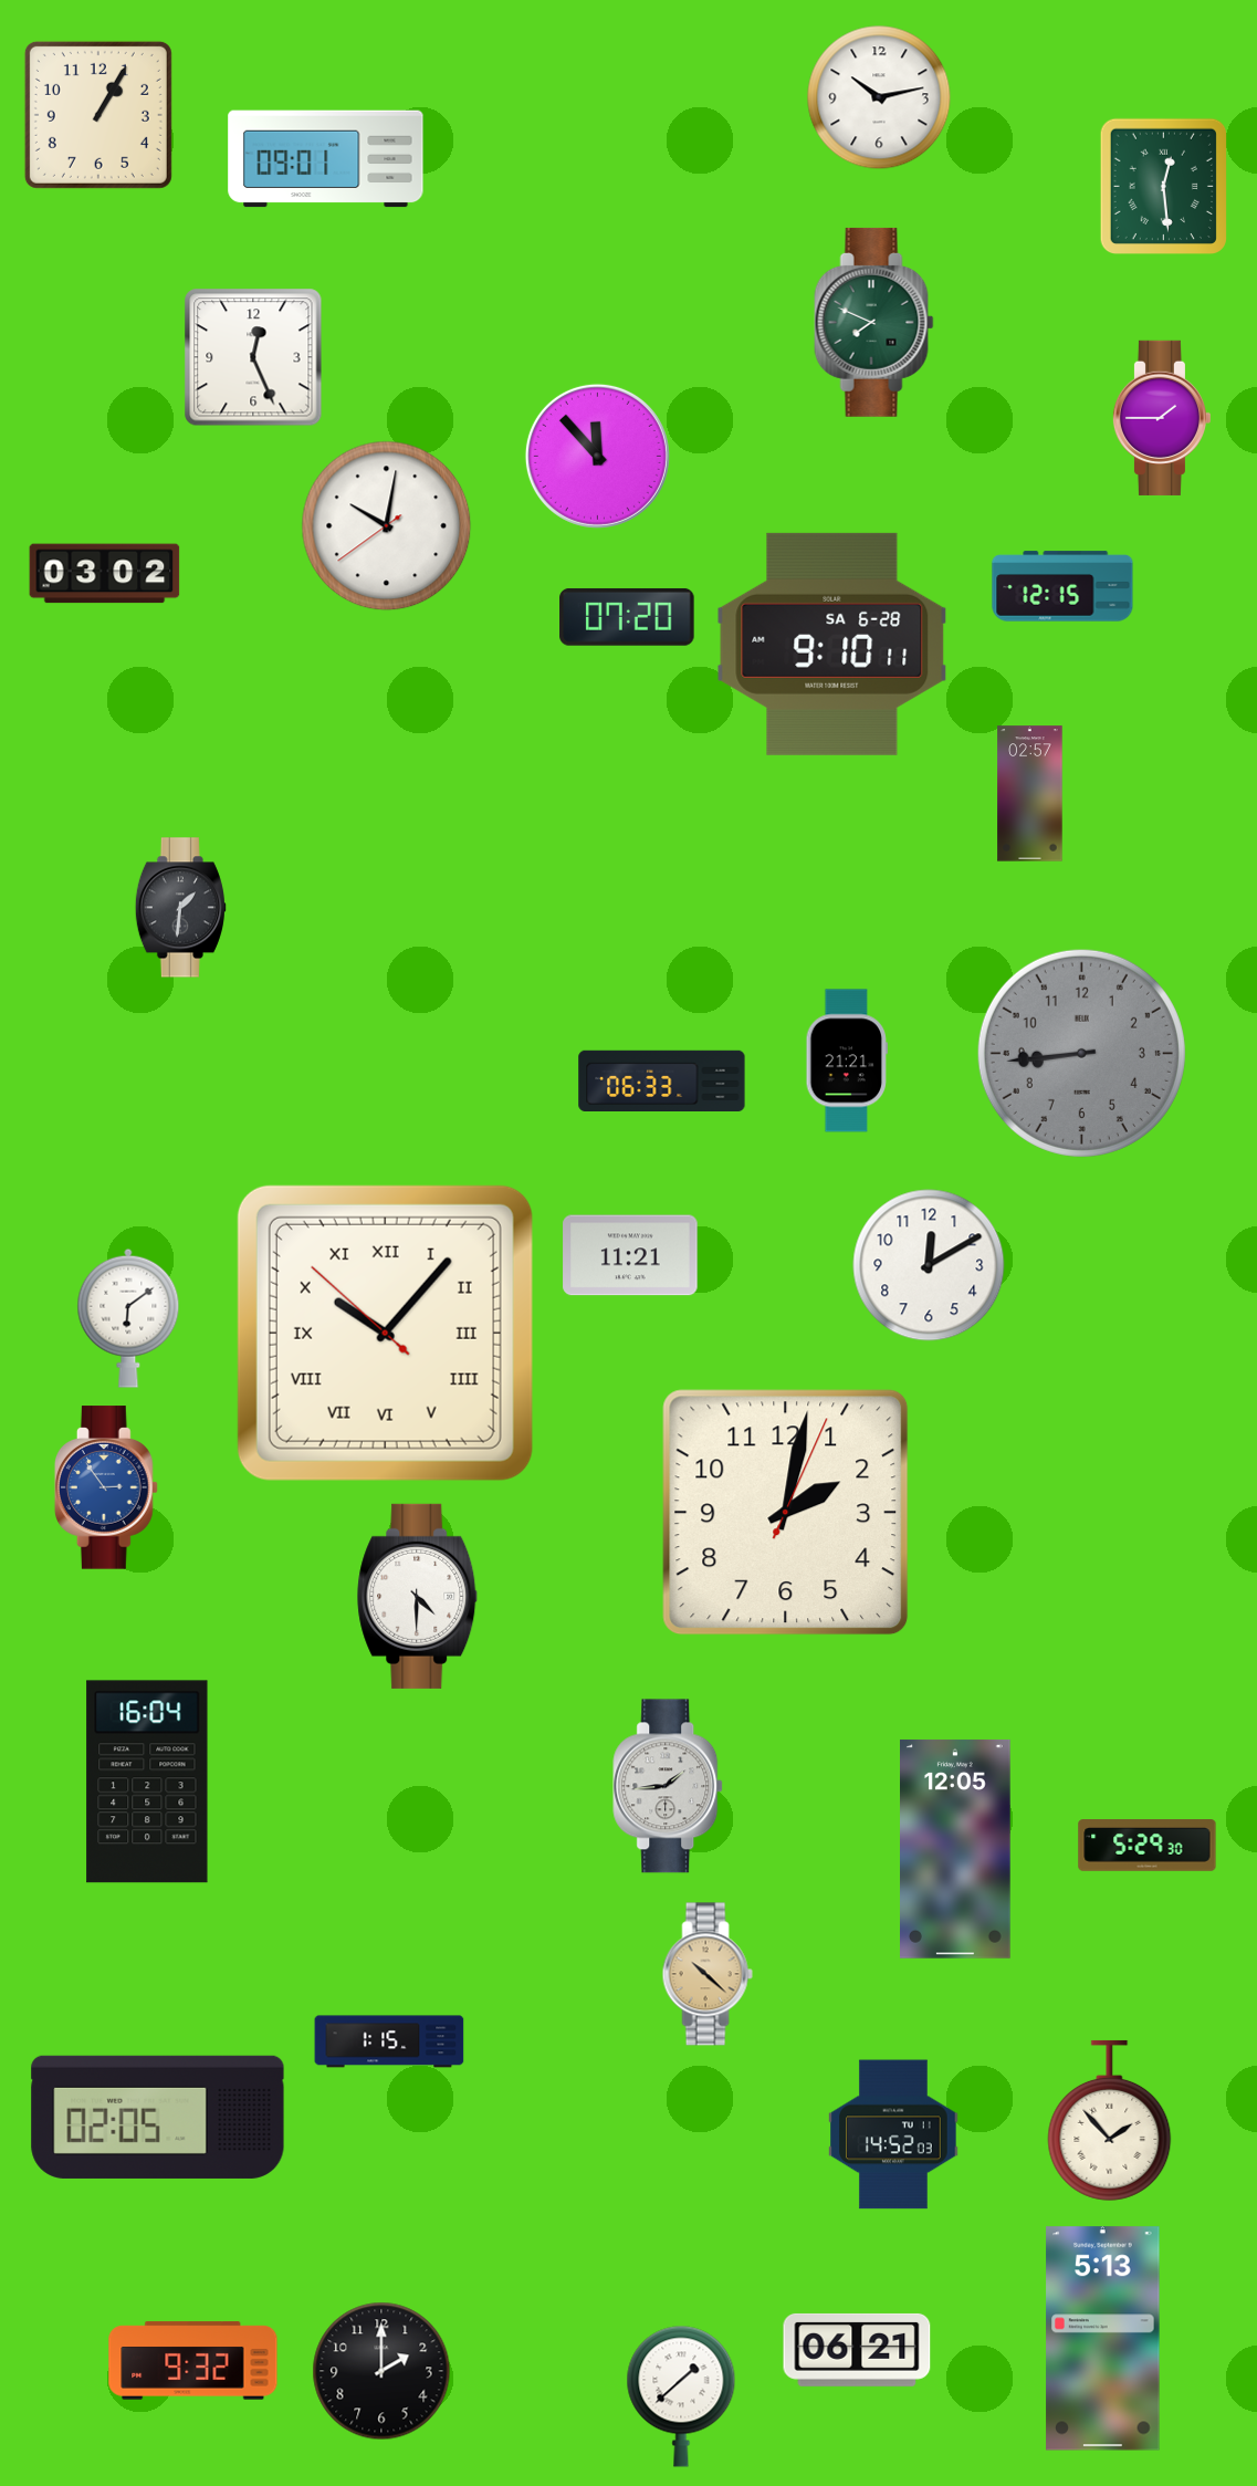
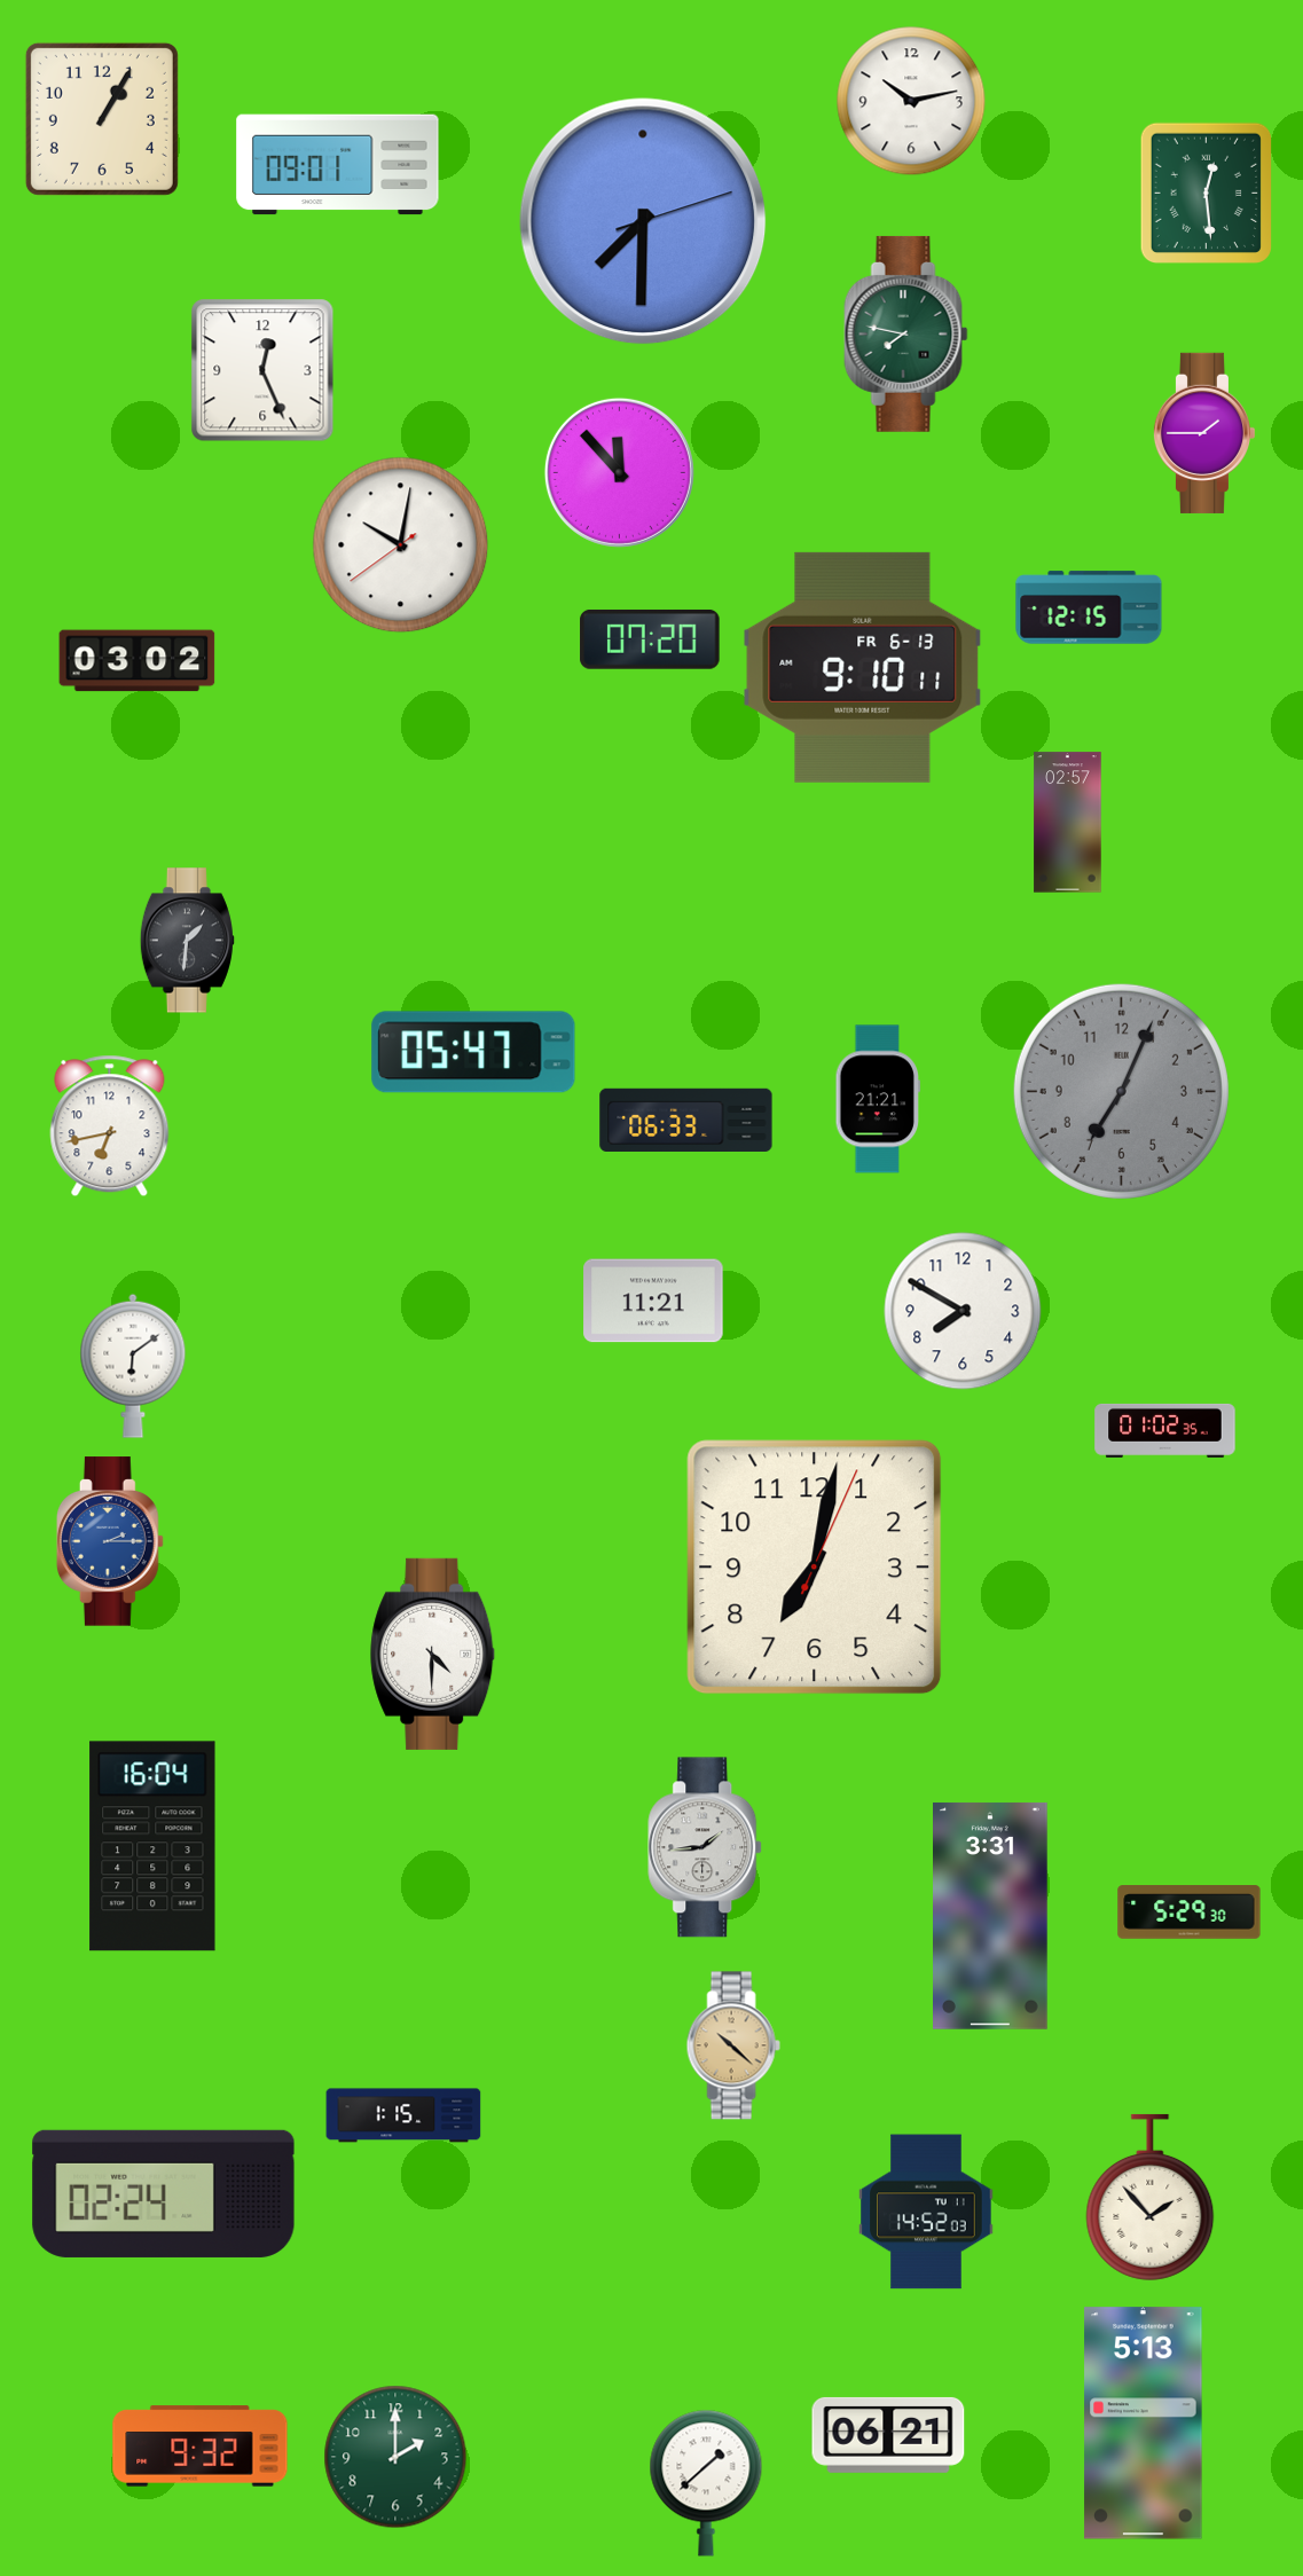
clock at (643, 221): none -> 7:30
clock at (874, 322): 7:49 -> 7:47
clock at (105, 574) position: (105, 574) -> (138, 661)
clock at (1062, 586) position: (1062, 586) -> (1089, 607)
clock at (832, 644) date: SA 6-28 -> FR 6-13
clock at (473, 1052): none -> 05:47
clock at (1081, 1053): 8:44 -> 7:04
clock at (110, 1126): none -> 6:43
clock at (929, 1265): 12:10 -> 7:50
clock at (385, 1333): 10:06 -> none
clock at (1165, 1430): none -> 01:02
clock at (106, 1487): 2:54 -> 2:15
clock at (786, 1513): 2:02 -> 7:02
clock at (669, 1786) position: (669, 1786) -> (706, 1847)
clock at (956, 1849): 12:05 -> 3:31
clock at (158, 2117): 02:05 -> 02:24
clock at (381, 2371) dial: black -> green
